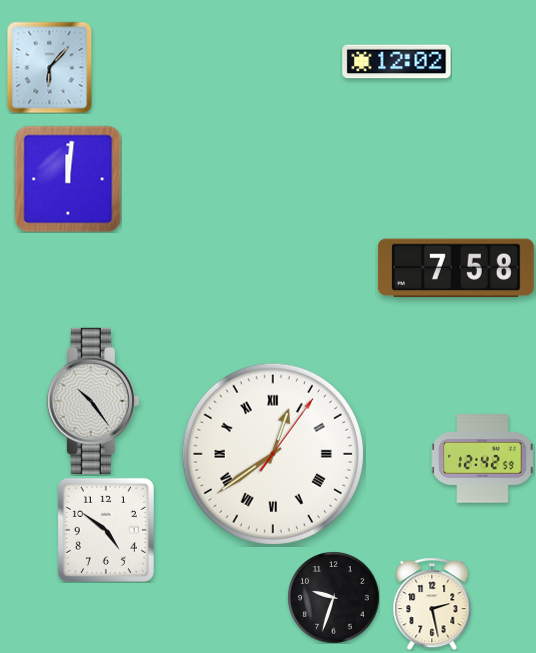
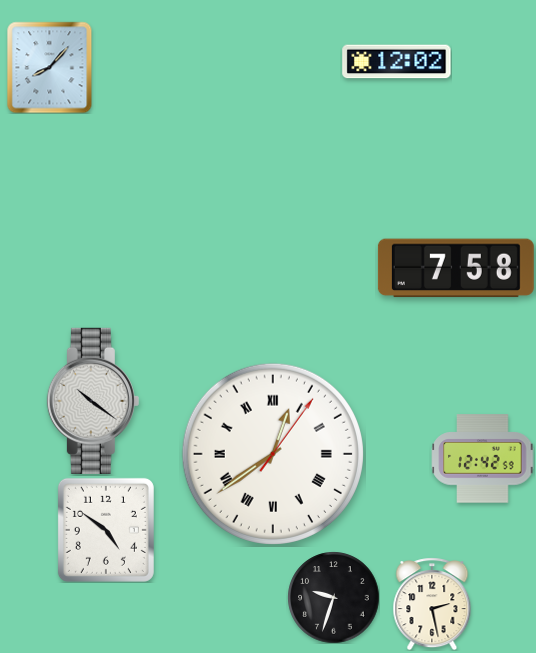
clock at (50, 67): 6:07 -> 8:07
clock at (68, 179): 12:01 -> none
clock at (93, 401): 10:24 -> 10:21
